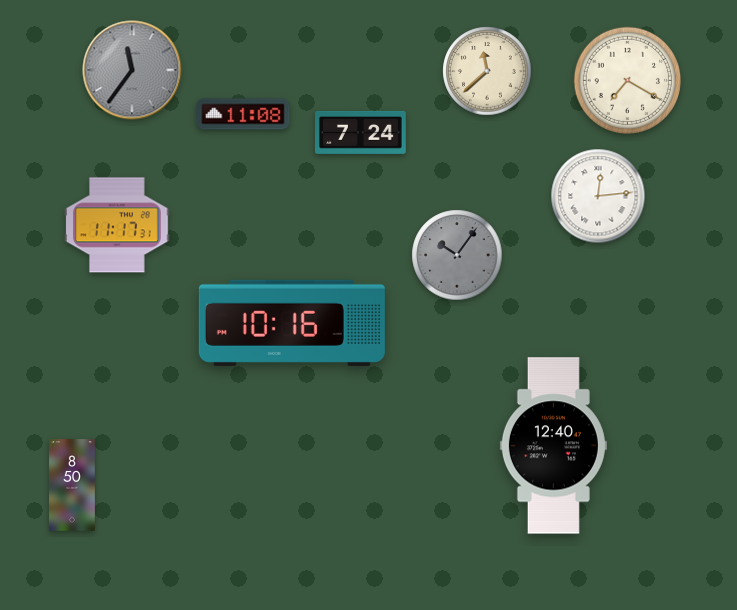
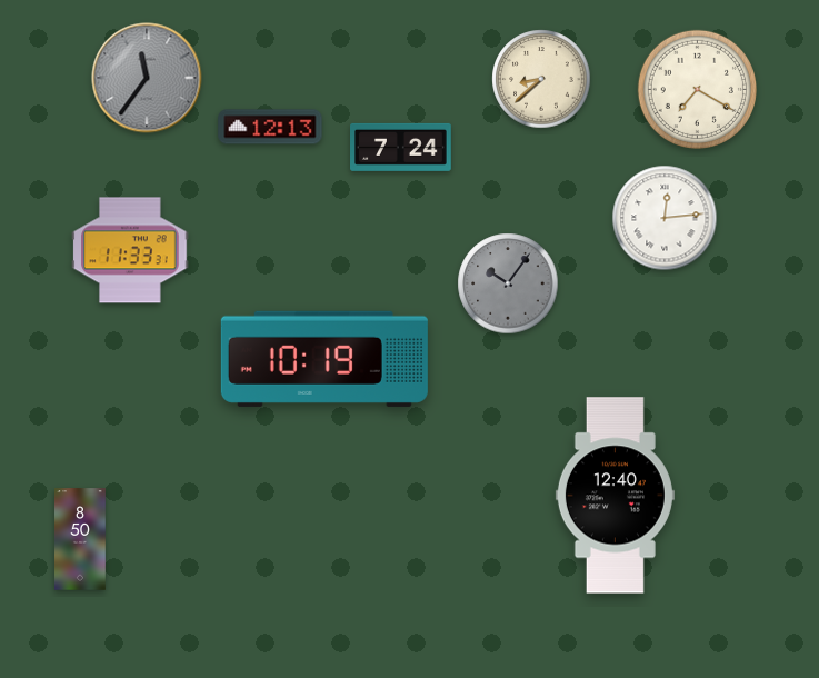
clock at (487, 71): 11:38 -> 8:38
clock at (243, 114): 11:08 -> 12:13
clock at (117, 225): 11:17 -> 11:33
clock at (292, 323): 10:16 -> 10:19
